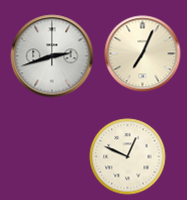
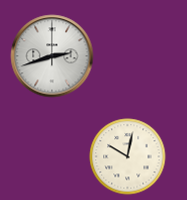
clock at (143, 54): 7:04 -> none
clock at (128, 157): 12:49 -> 10:02
